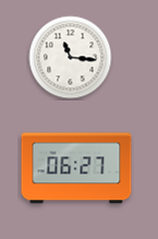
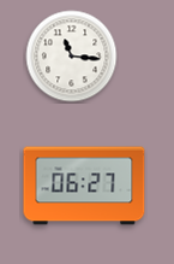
clock at (71, 58) position: (71, 58) -> (72, 57)
